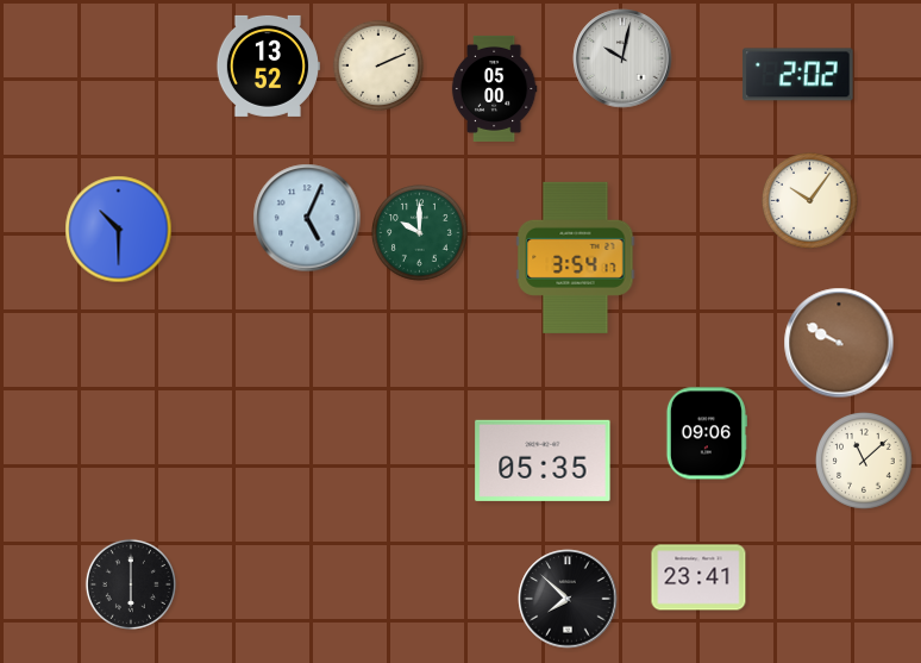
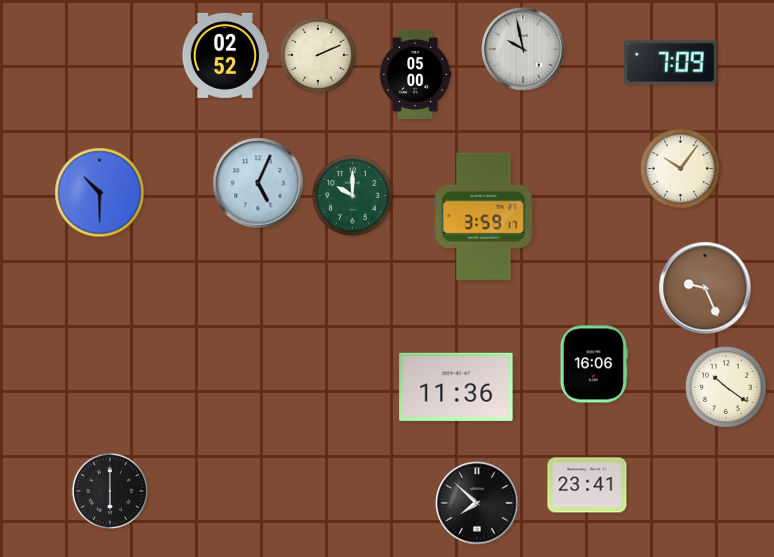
clock at (622, 58): 10:02 -> 9:58
clock at (268, 65): 13:52 -> 02:52
clock at (798, 75): 2:02 -> 7:09
clock at (576, 257): 3:54 -> 3:59
clock at (839, 343): 9:50 -> 9:26
clock at (707, 433): 09:06 -> 16:06
clock at (543, 461): 05:35 -> 11:36
clock at (865, 462): 11:08 -> 10:21
